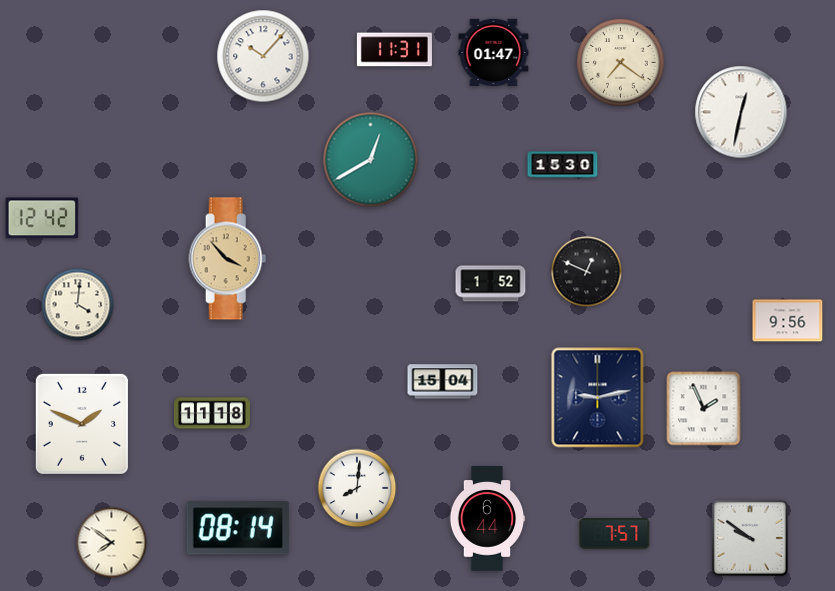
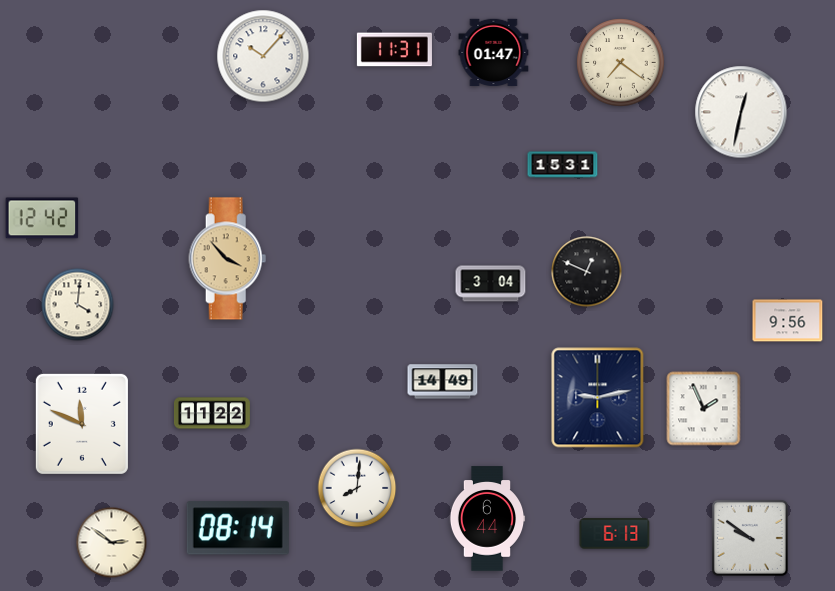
clock at (371, 160): 12:40 -> none
clock at (563, 165): 15:30 -> 15:31
clock at (491, 284): 1:52 -> 3:04
clock at (443, 382): 15:04 -> 14:49
clock at (212, 413): 11:18 -> 11:22
clock at (82, 424): 1:49 -> 11:49
clock at (615, 534): 7:57 -> 6:13
clock at (112, 543): 7:51 -> 2:51
